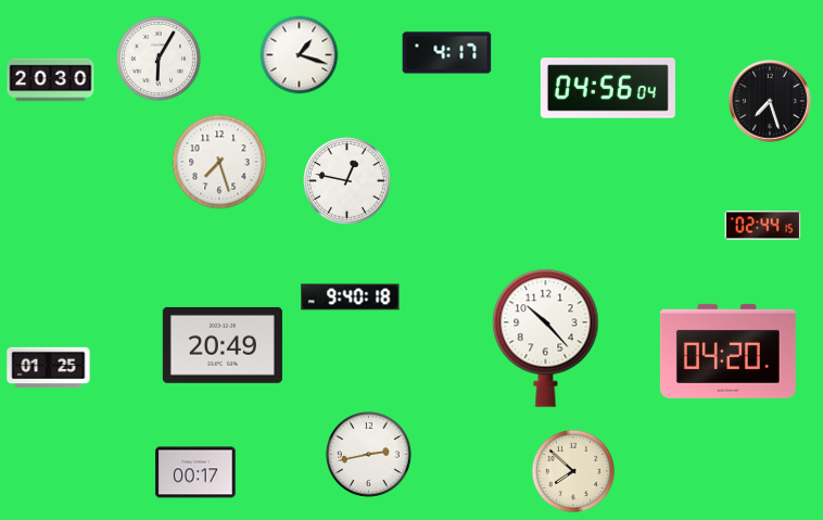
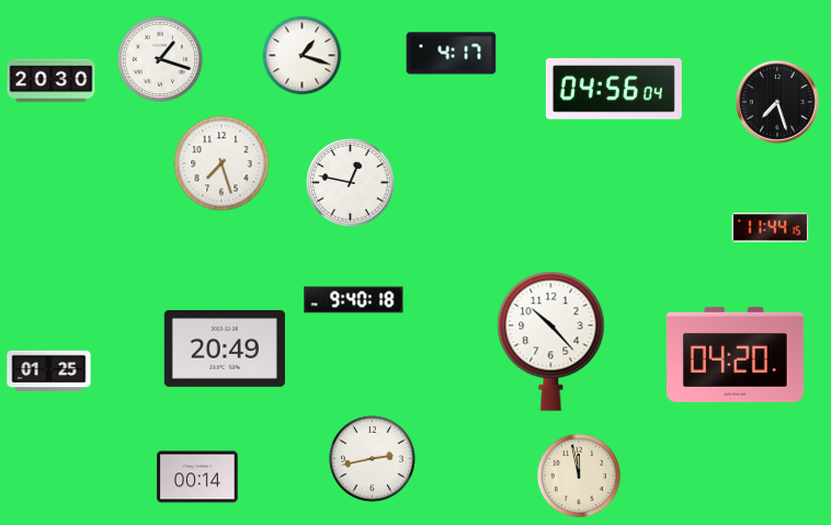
clock at (159, 59): 6:05 -> 1:18
clock at (763, 226): 02:44 -> 11:44
clock at (572, 470): 7:52 -> 11:58
clock at (195, 472): 00:17 -> 00:14
